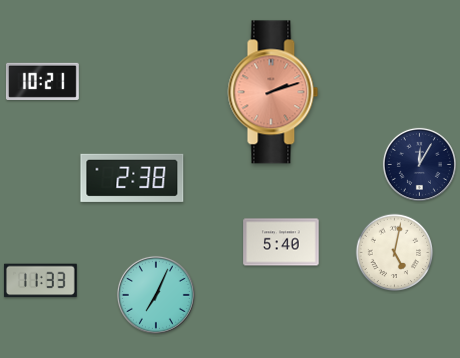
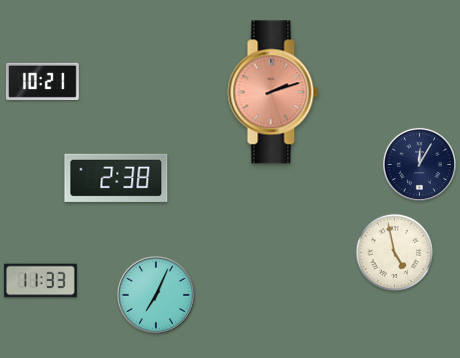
clock at (132, 178) position: (132, 178) -> (116, 178)
clock at (281, 242): 5:40 -> none
clock at (395, 253): 5:02 -> 4:58
